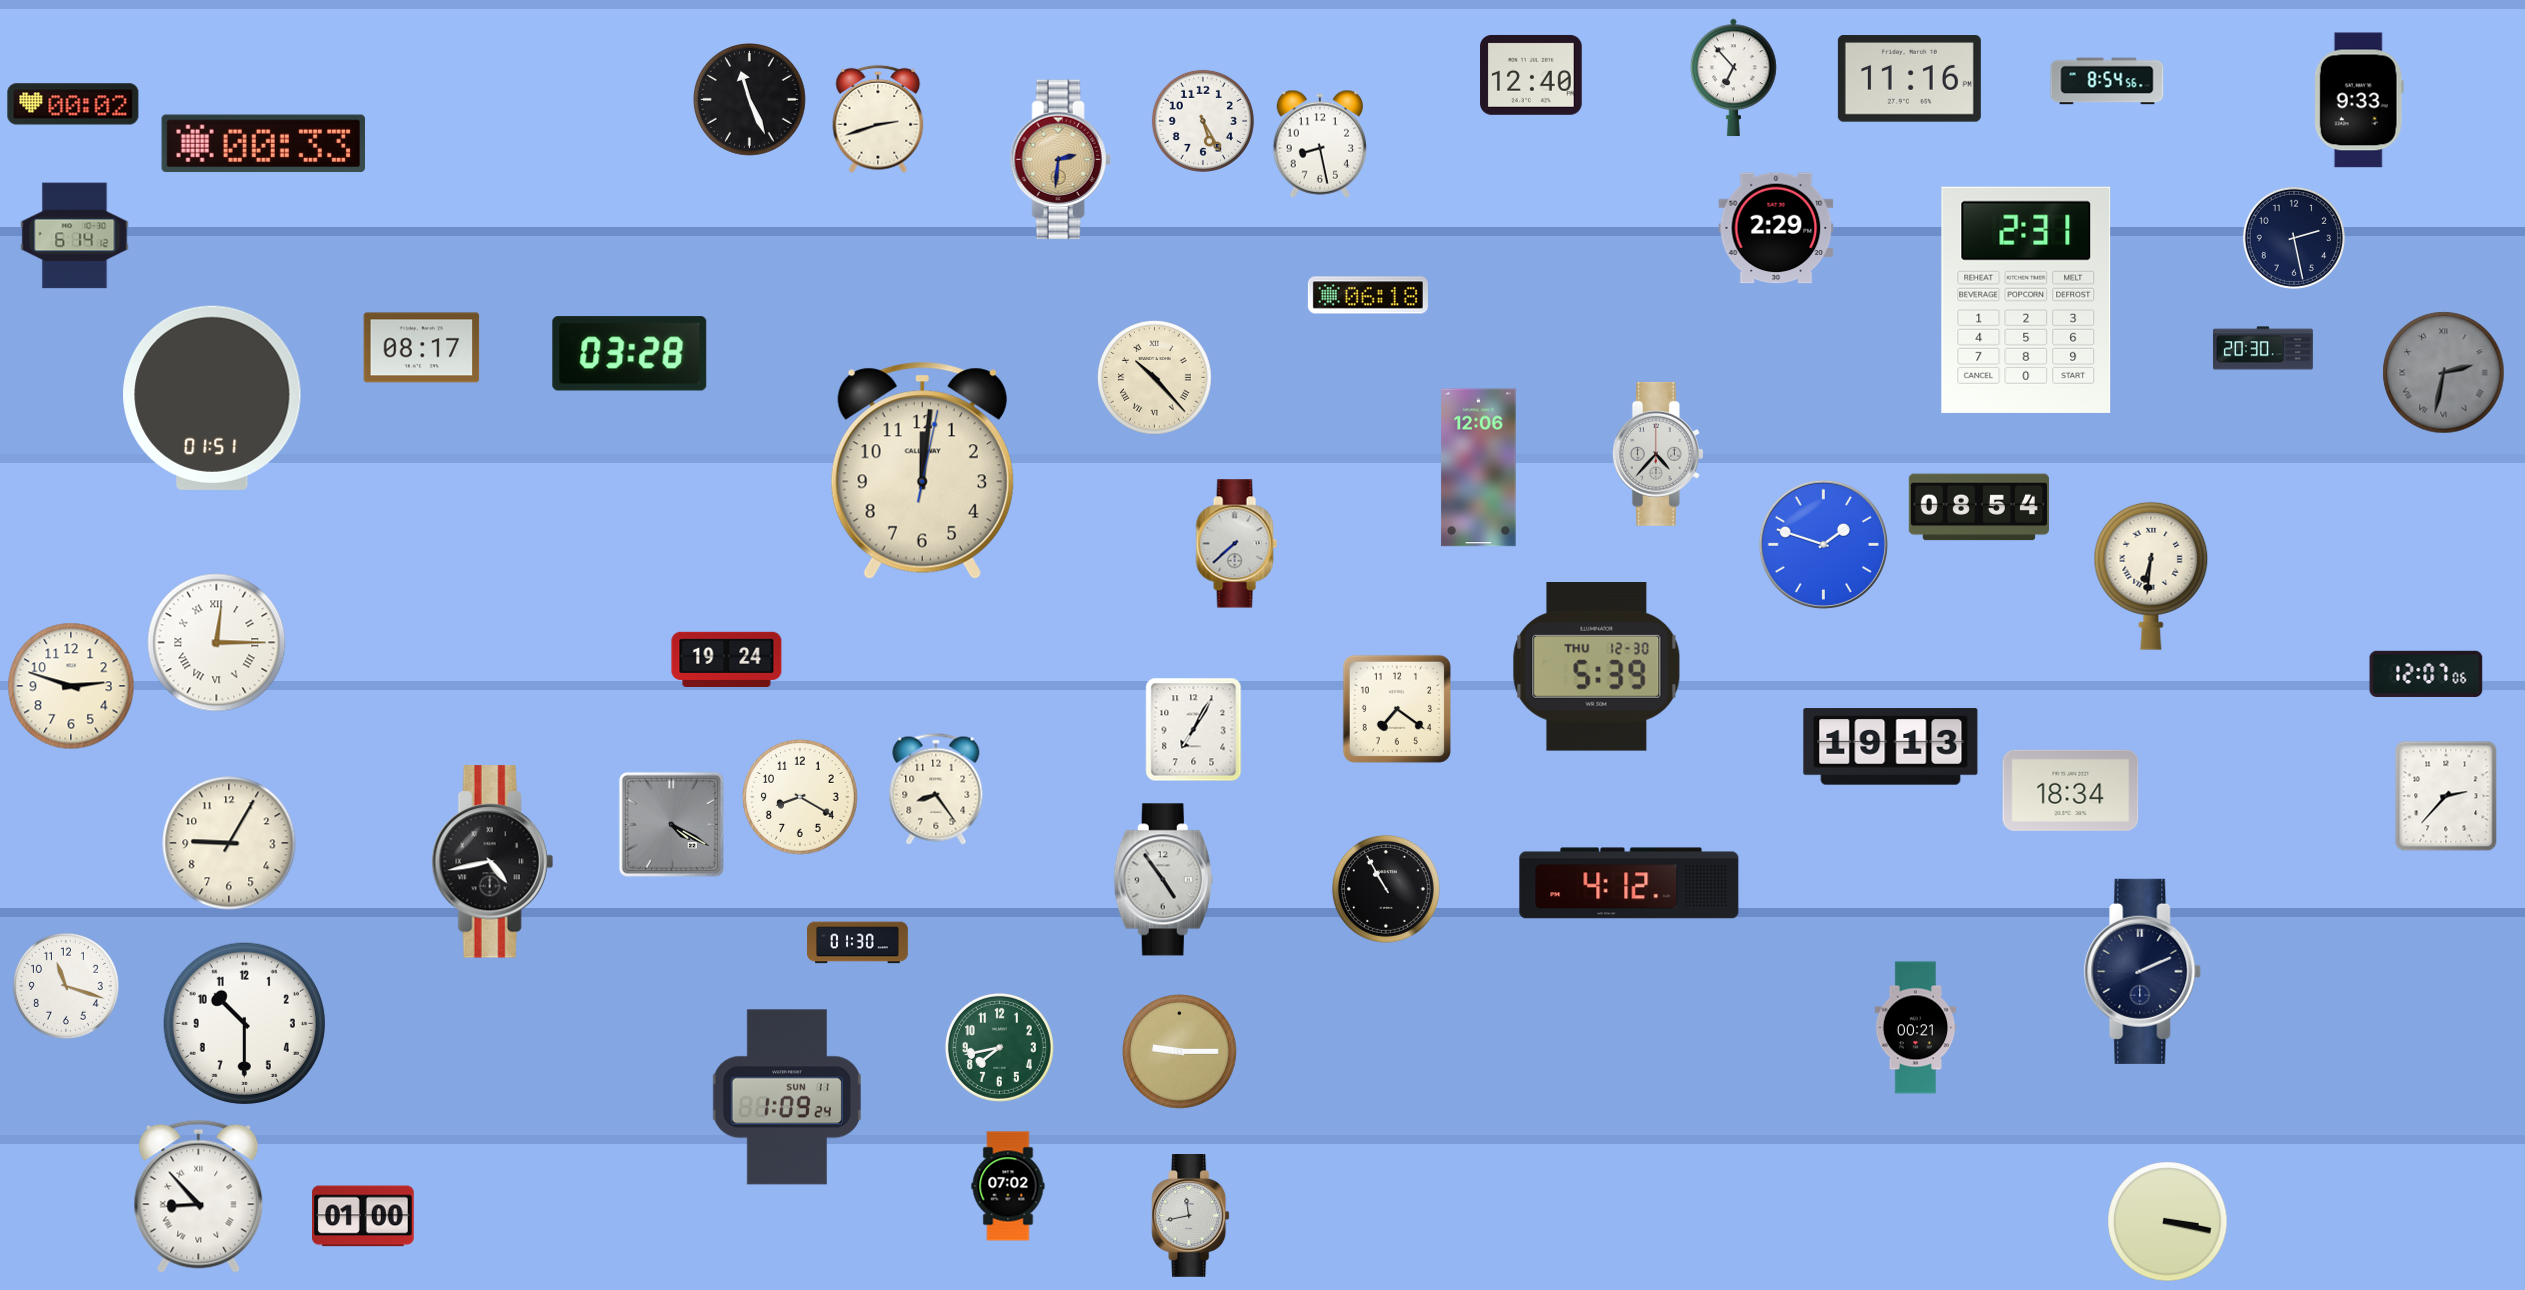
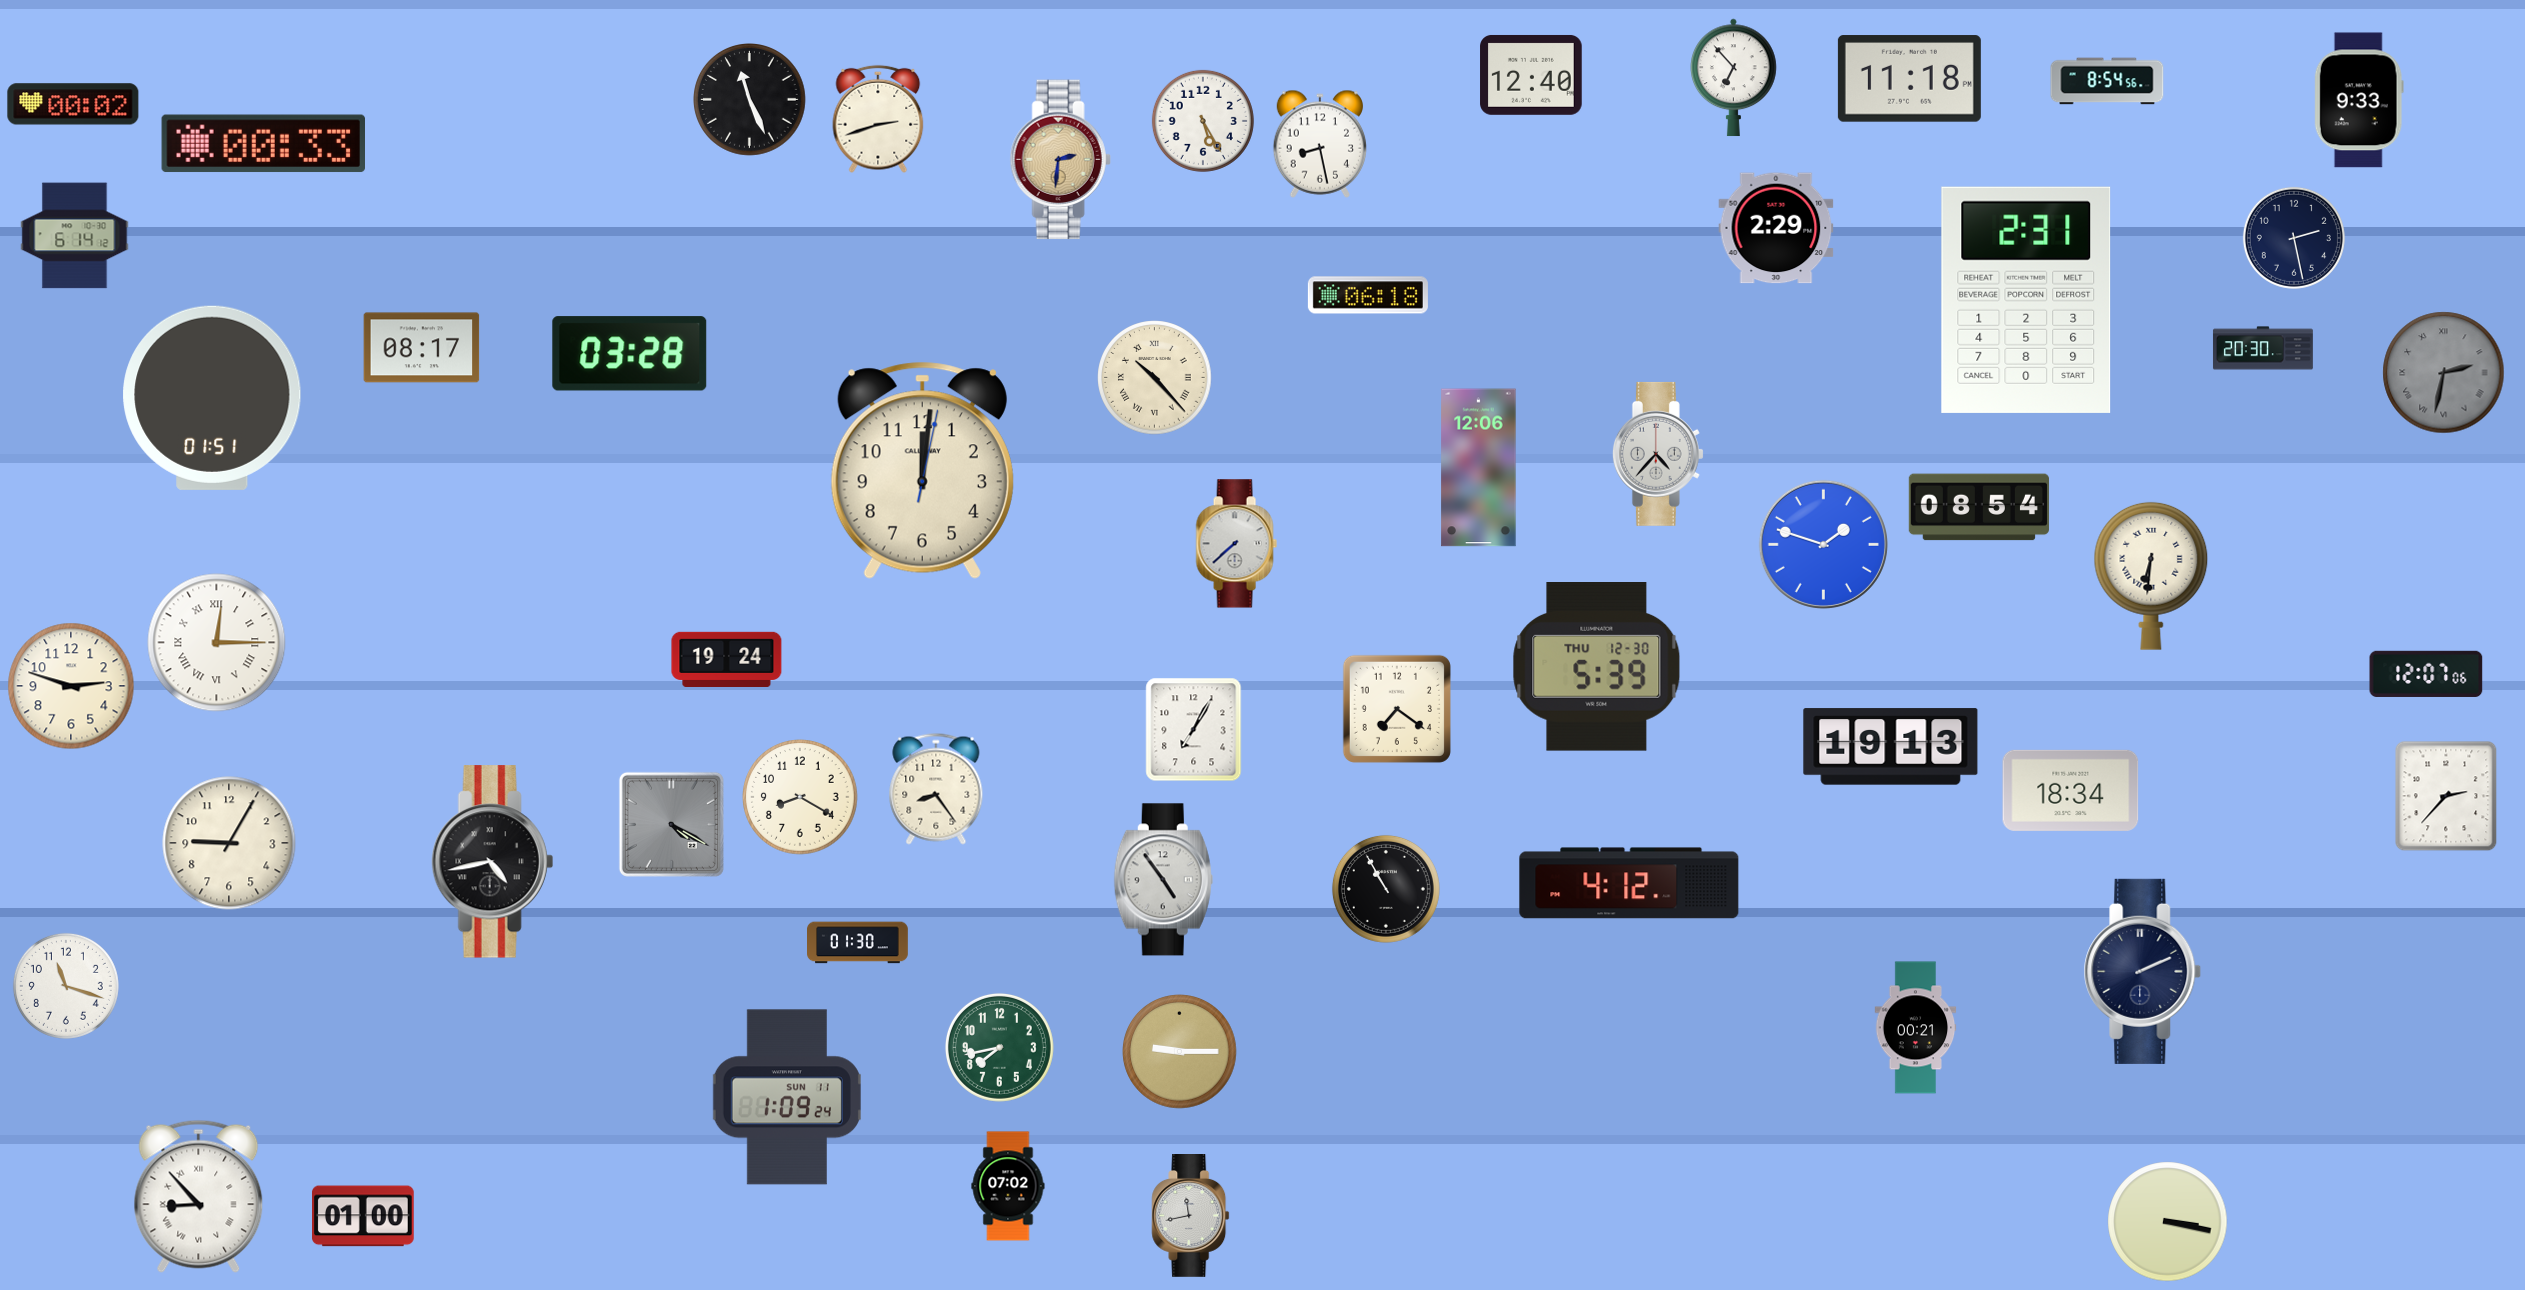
clock at (1909, 79): 11:16 -> 11:18
clock at (244, 1023): 10:30 -> none
